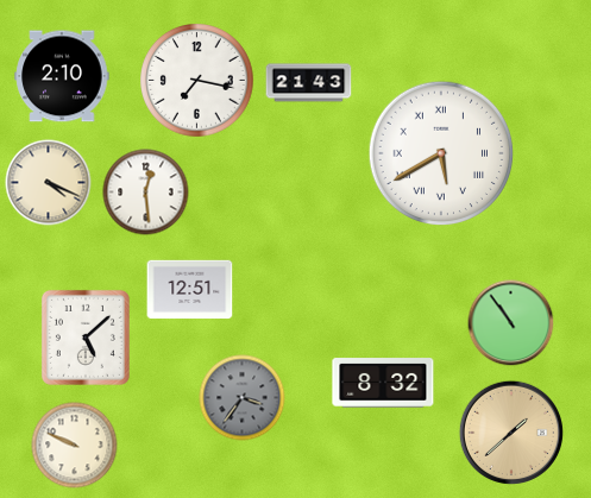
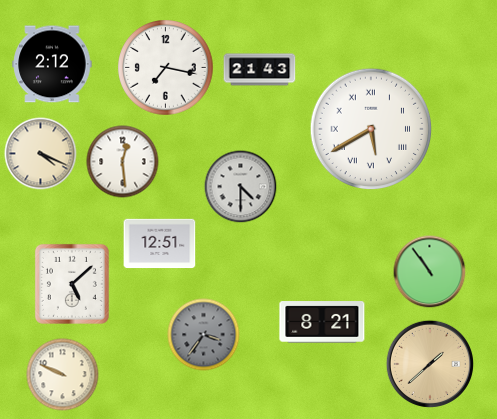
clock at (62, 76): 2:10 -> 2:12
clock at (241, 187): none -> 4:30
clock at (383, 383): 8:32 -> 8:21
